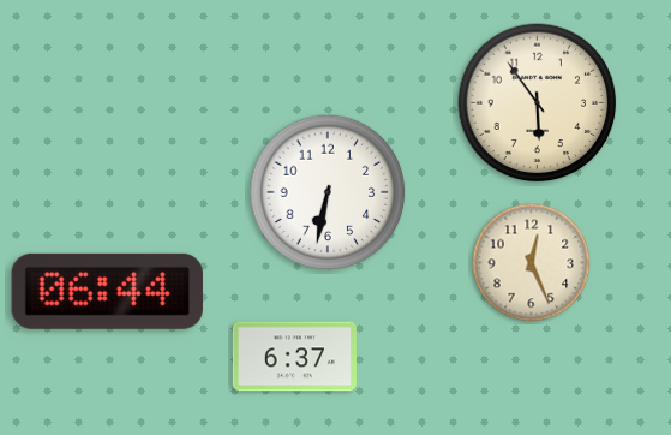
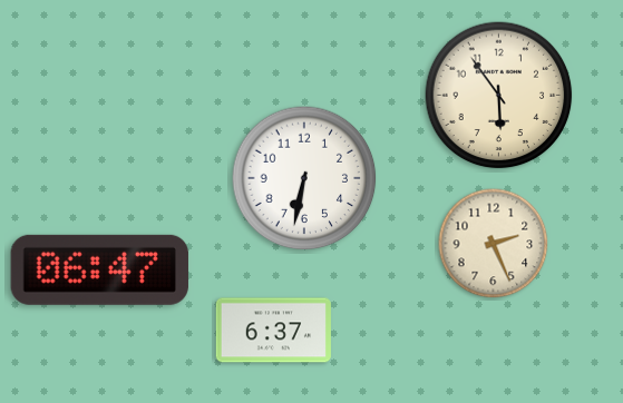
clock at (532, 263): 12:26 -> 2:26
clock at (107, 291): 06:44 -> 06:47
